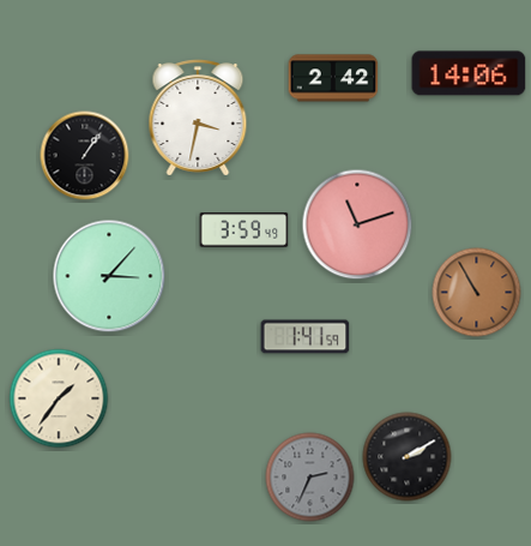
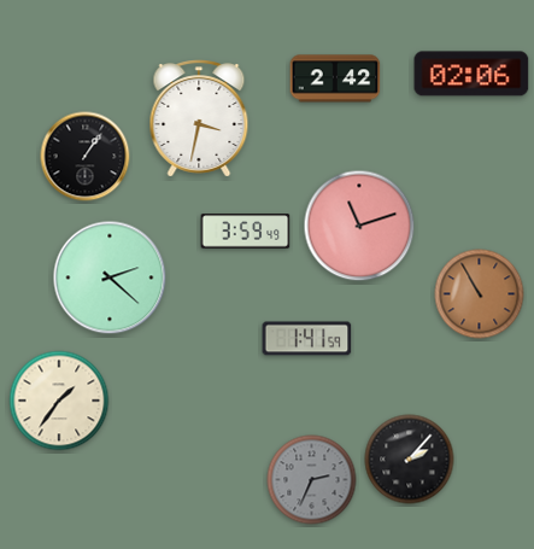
clock at (469, 73): 14:06 -> 02:06
clock at (109, 276): 3:07 -> 2:22
clock at (408, 457): 2:10 -> 2:07
